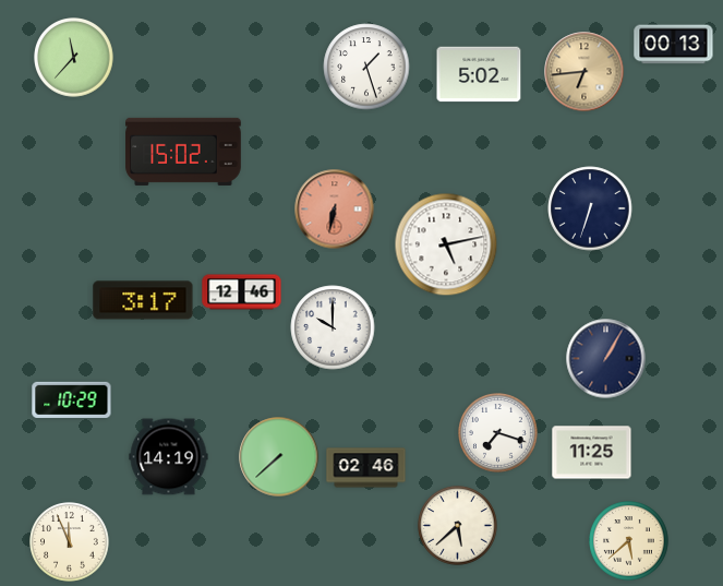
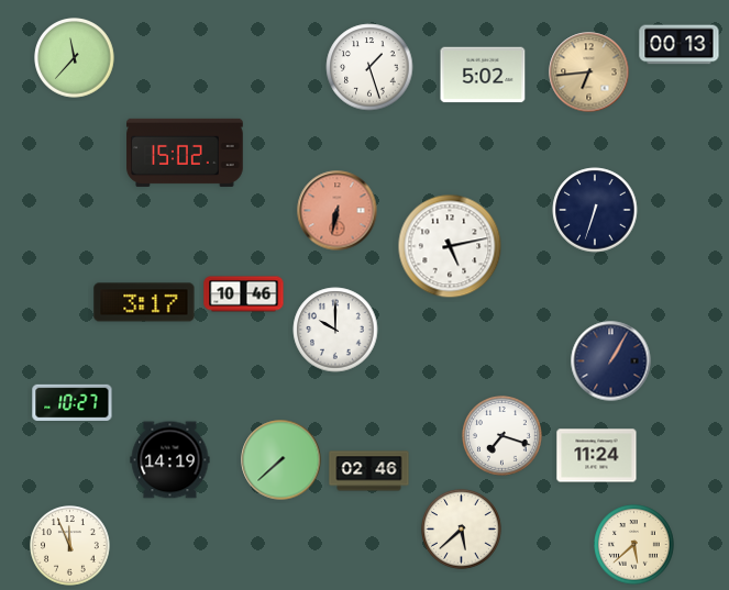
clock at (242, 292): 12:46 -> 10:46
clock at (72, 399): 10:29 -> 10:27
clock at (592, 453): 11:25 -> 11:24
